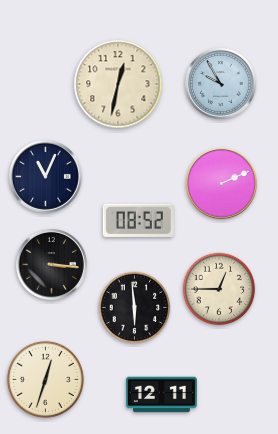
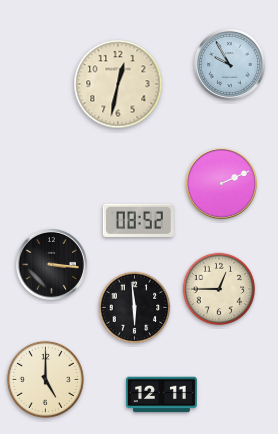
clock at (220, 83) position: (220, 83) -> (229, 64)
clock at (45, 176): 11:04 -> none
clock at (45, 379): 12:33 -> 5:00
